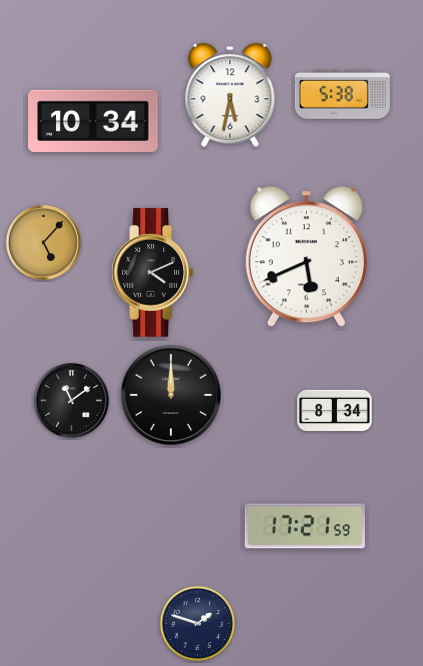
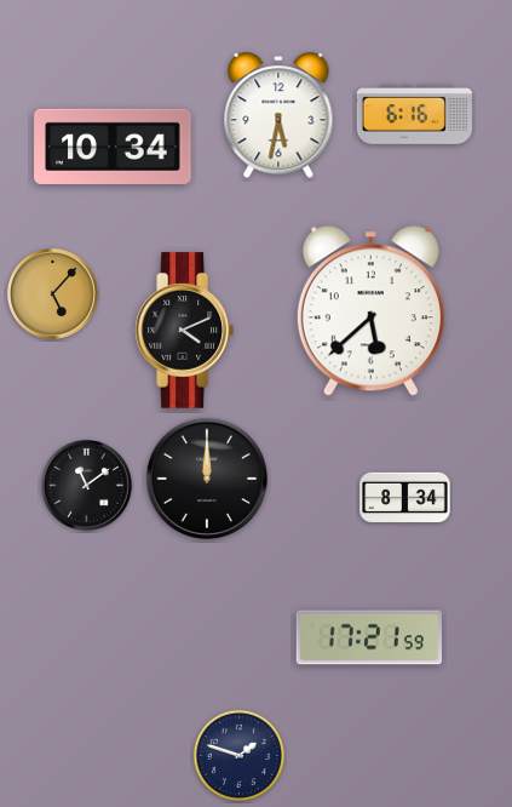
clock at (342, 94): 5:38 -> 6:16
clock at (306, 257): 5:41 -> 5:38
